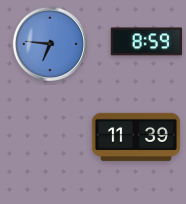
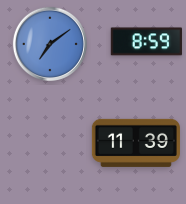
clock at (50, 44): 6:46 -> 7:09
clock at (136, 137) position: (136, 137) -> (136, 143)
